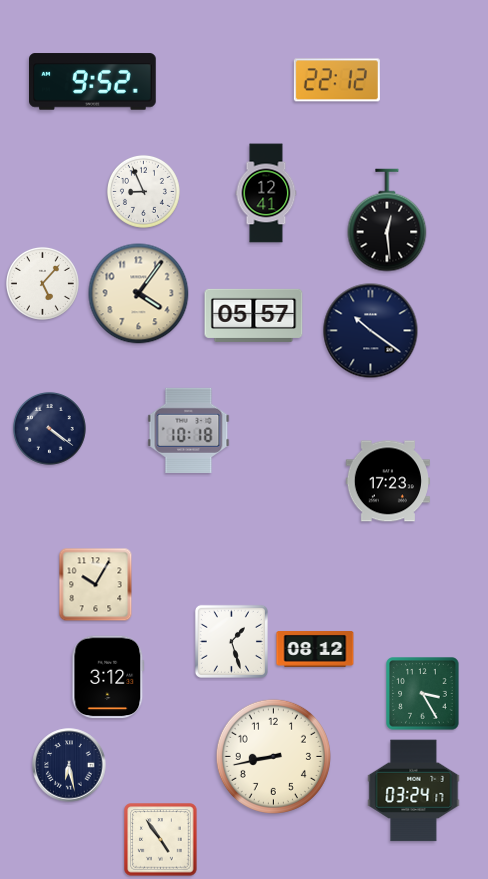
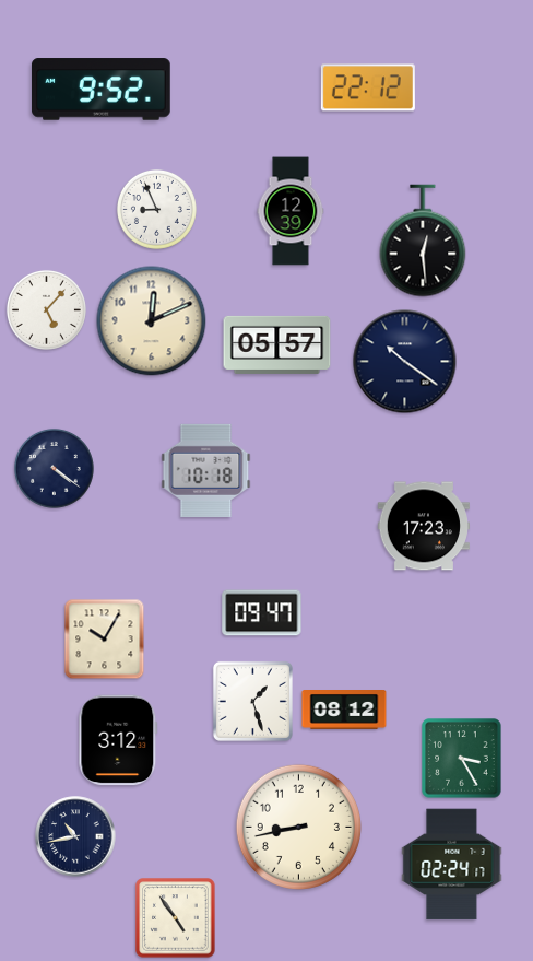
clock at (266, 193): 12:41 -> 12:39
clock at (139, 294): 4:06 -> 12:11
clock at (262, 613): none -> 09:47
clock at (69, 765): 6:28 -> 10:43
clock at (414, 791): 03:24 -> 02:24
